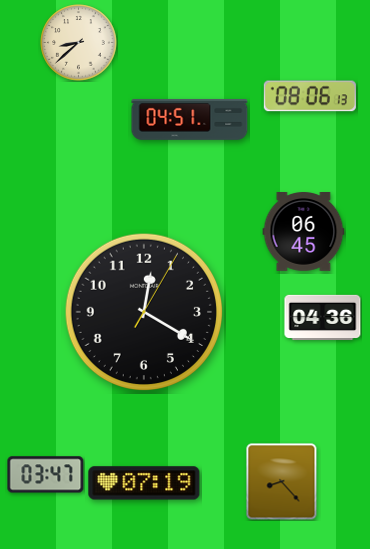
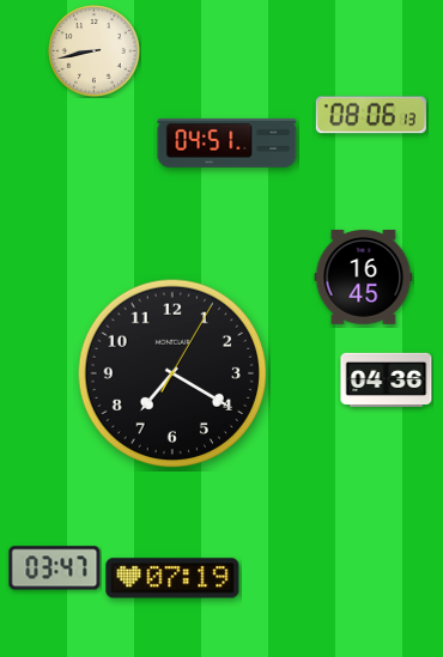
clock at (79, 43): 8:38 -> 8:43
clock at (304, 232): 06:45 -> 16:45
clock at (144, 312): 12:20 -> 7:20
clock at (282, 482): 8:23 -> none
